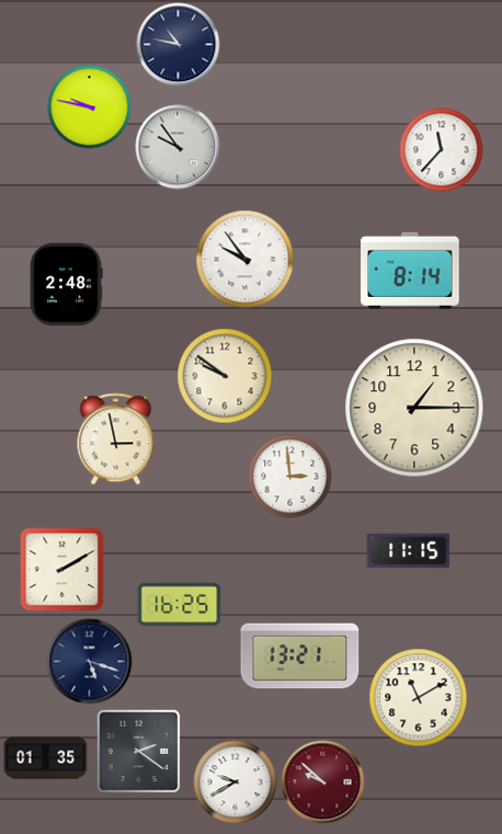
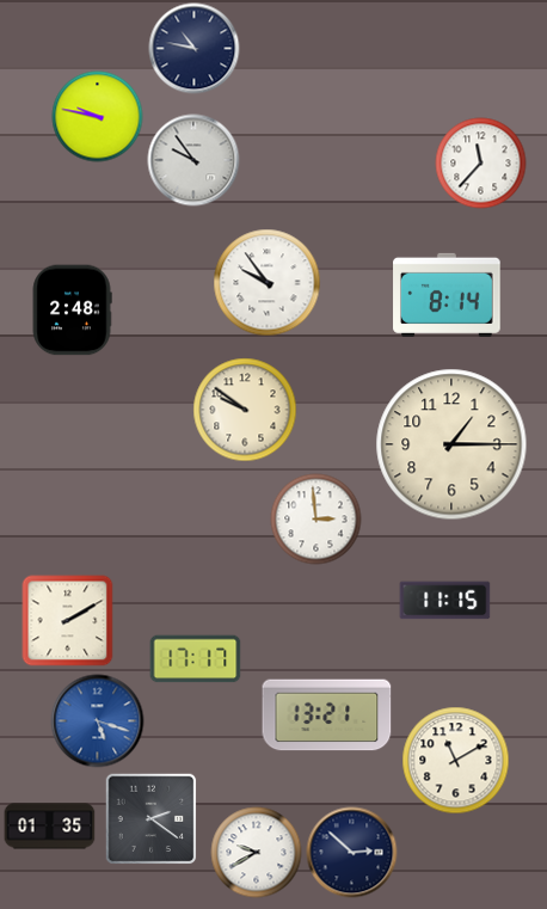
clock at (116, 439): 2:58 -> none
clock at (180, 605): 16:25 -> 17:17
clock at (90, 662) dial: navy -> blue
clock at (323, 782): 9:52 -> 2:52
clock at (323, 782) dial: burgundy -> navy
